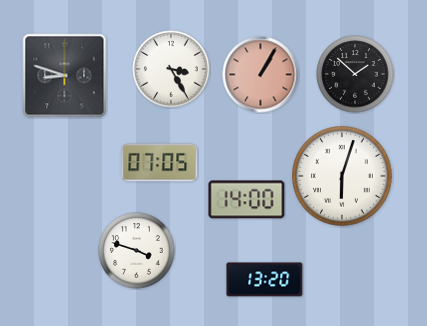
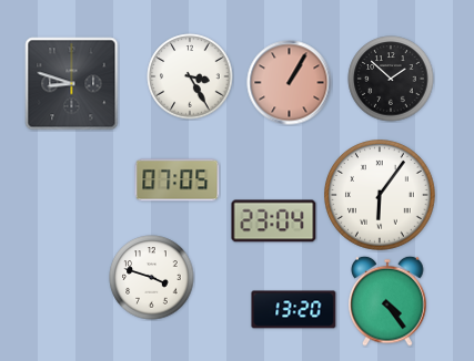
clock at (355, 74) position: (355, 74) -> (391, 79)
clock at (342, 176): 6:03 -> 6:06
clock at (247, 200): 14:00 -> 23:04
clock at (387, 301): none -> 4:24
